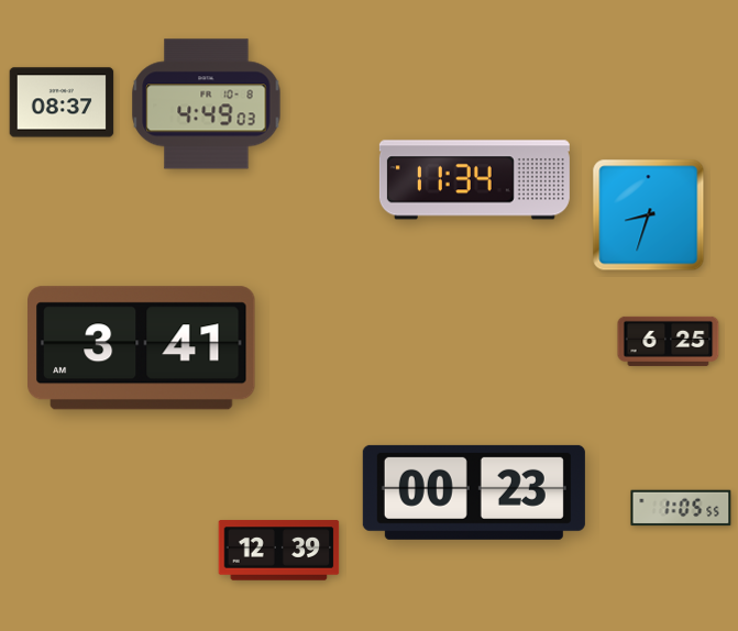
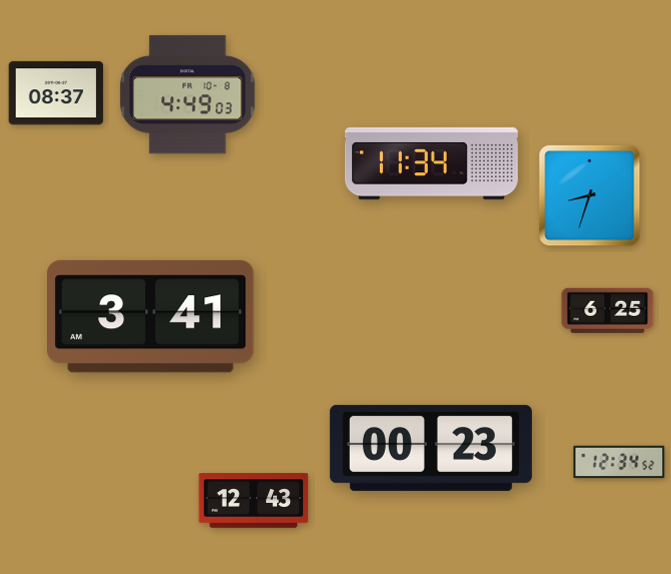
clock at (142, 348) position: (142, 348) -> (151, 317)
clock at (681, 508): 1:05 -> 12:34
clock at (279, 551): 12:39 -> 12:43
